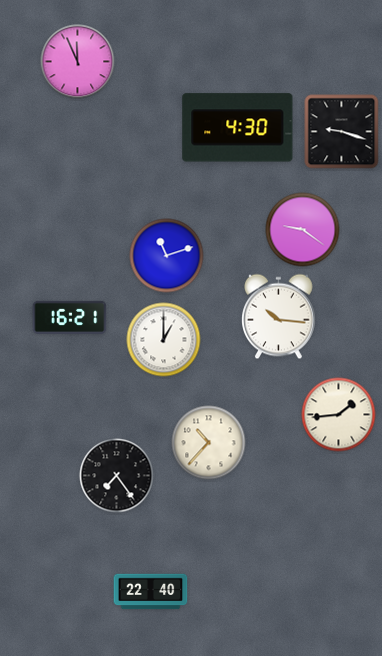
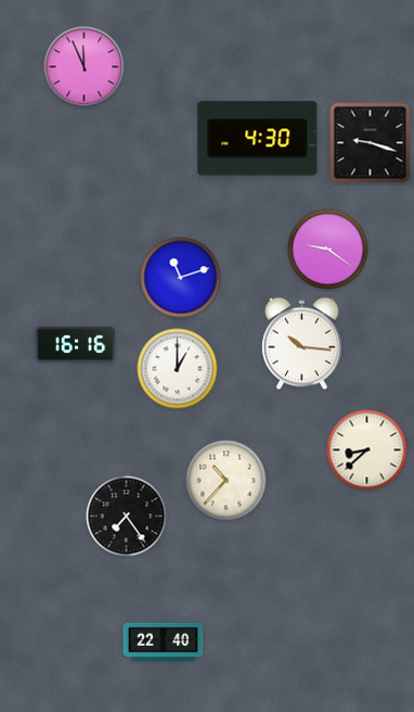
clock at (70, 317): 16:21 -> 16:16
clock at (339, 415): 1:44 -> 8:38
